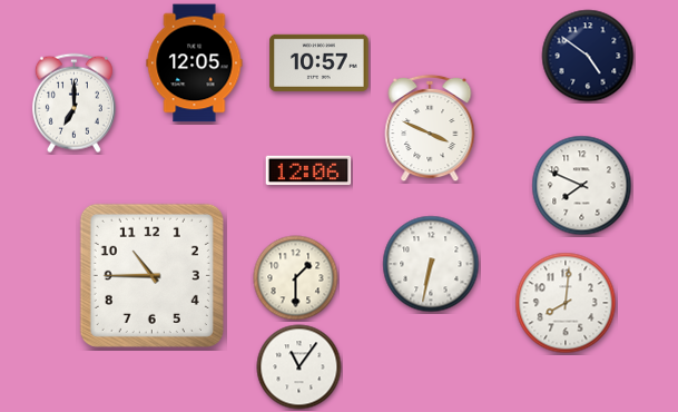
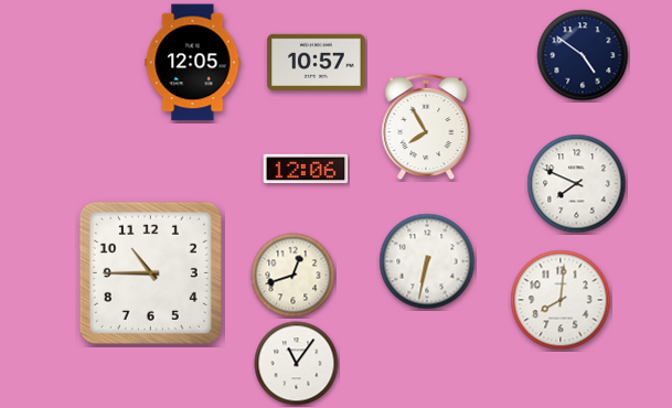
clock at (73, 104): 7:00 -> none
clock at (430, 128): 3:49 -> 7:55
clock at (296, 278): 1:30 -> 12:42
